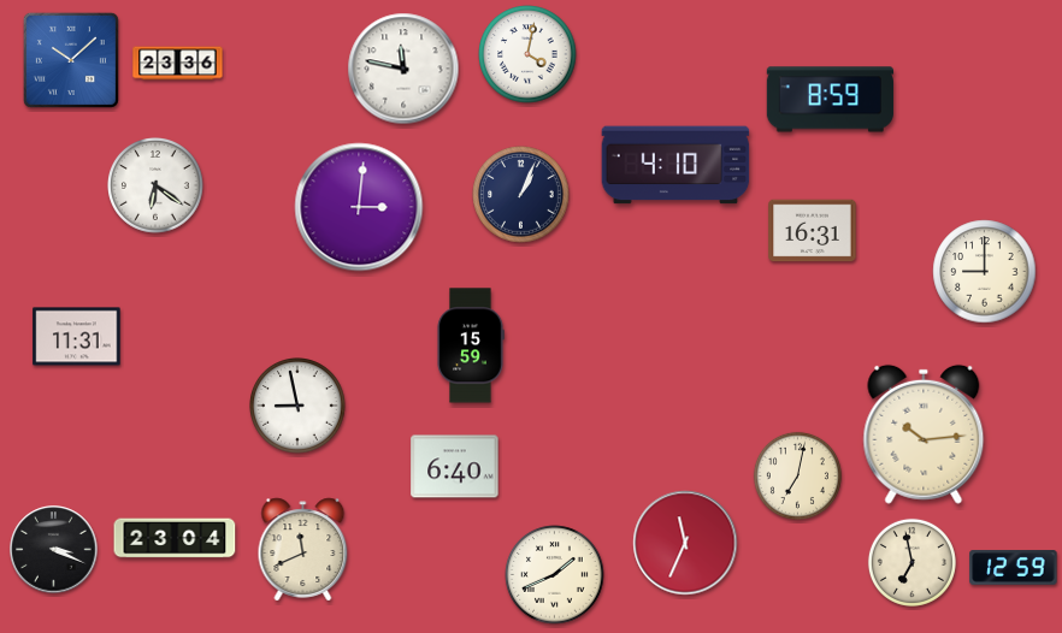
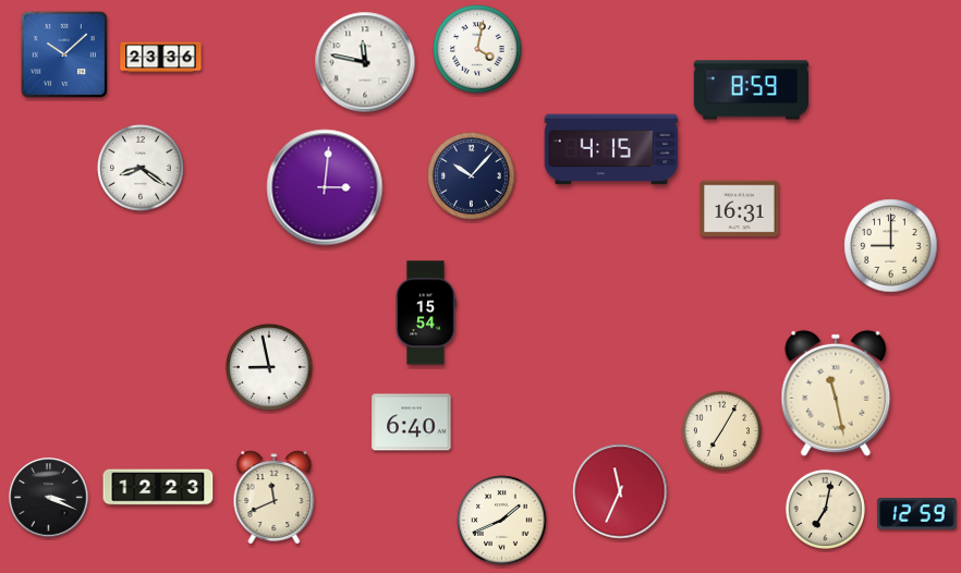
clock at (675, 165): 4:10 -> 4:15
clock at (155, 185): 6:21 -> 8:21
clock at (521, 195): 1:04 -> 10:07
clock at (813, 231) position: (813, 231) -> (740, 209)
clock at (77, 337): 11:31 -> none
clock at (471, 345): 15:59 -> 15:54
clock at (924, 434): 10:14 -> 11:28
clock at (797, 475): 7:02 -> 7:05
clock at (175, 538): 23:04 -> 12:23
clock at (911, 562): 6:58 -> 7:02
